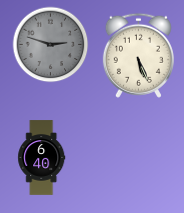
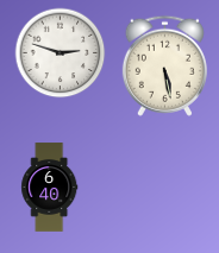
clock at (51, 45) dial: grey -> white
clock at (138, 55): 5:26 -> 5:28
